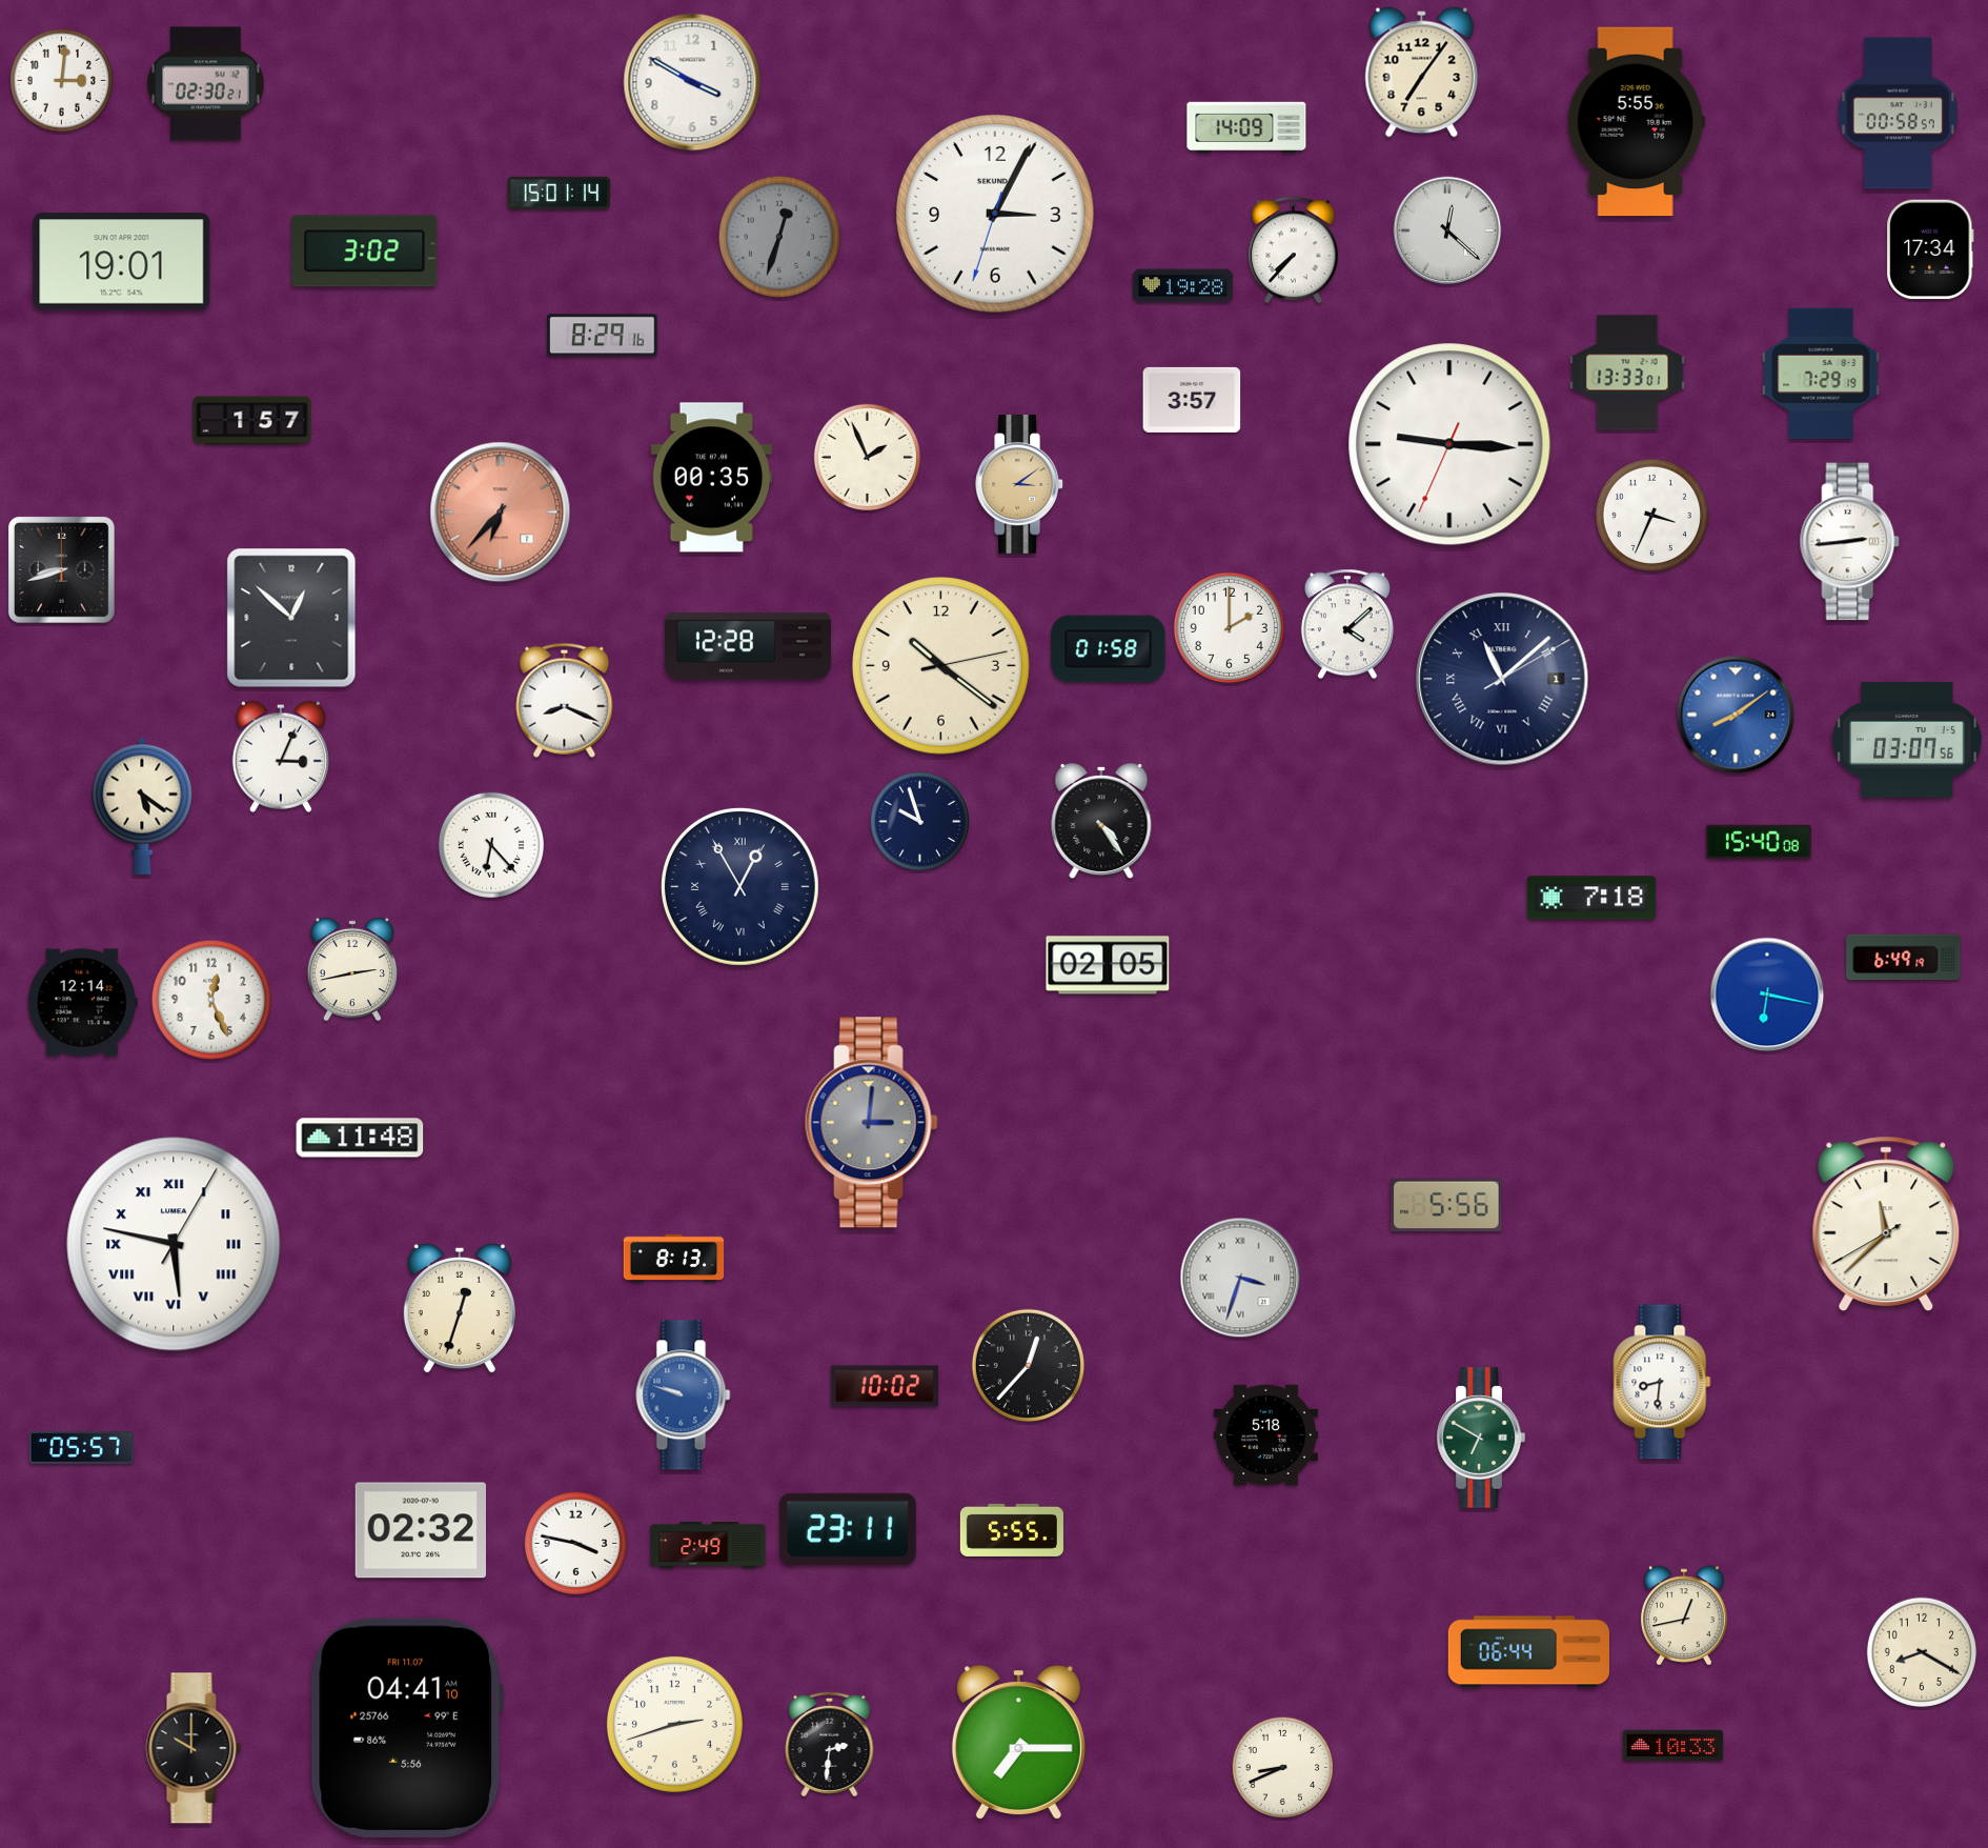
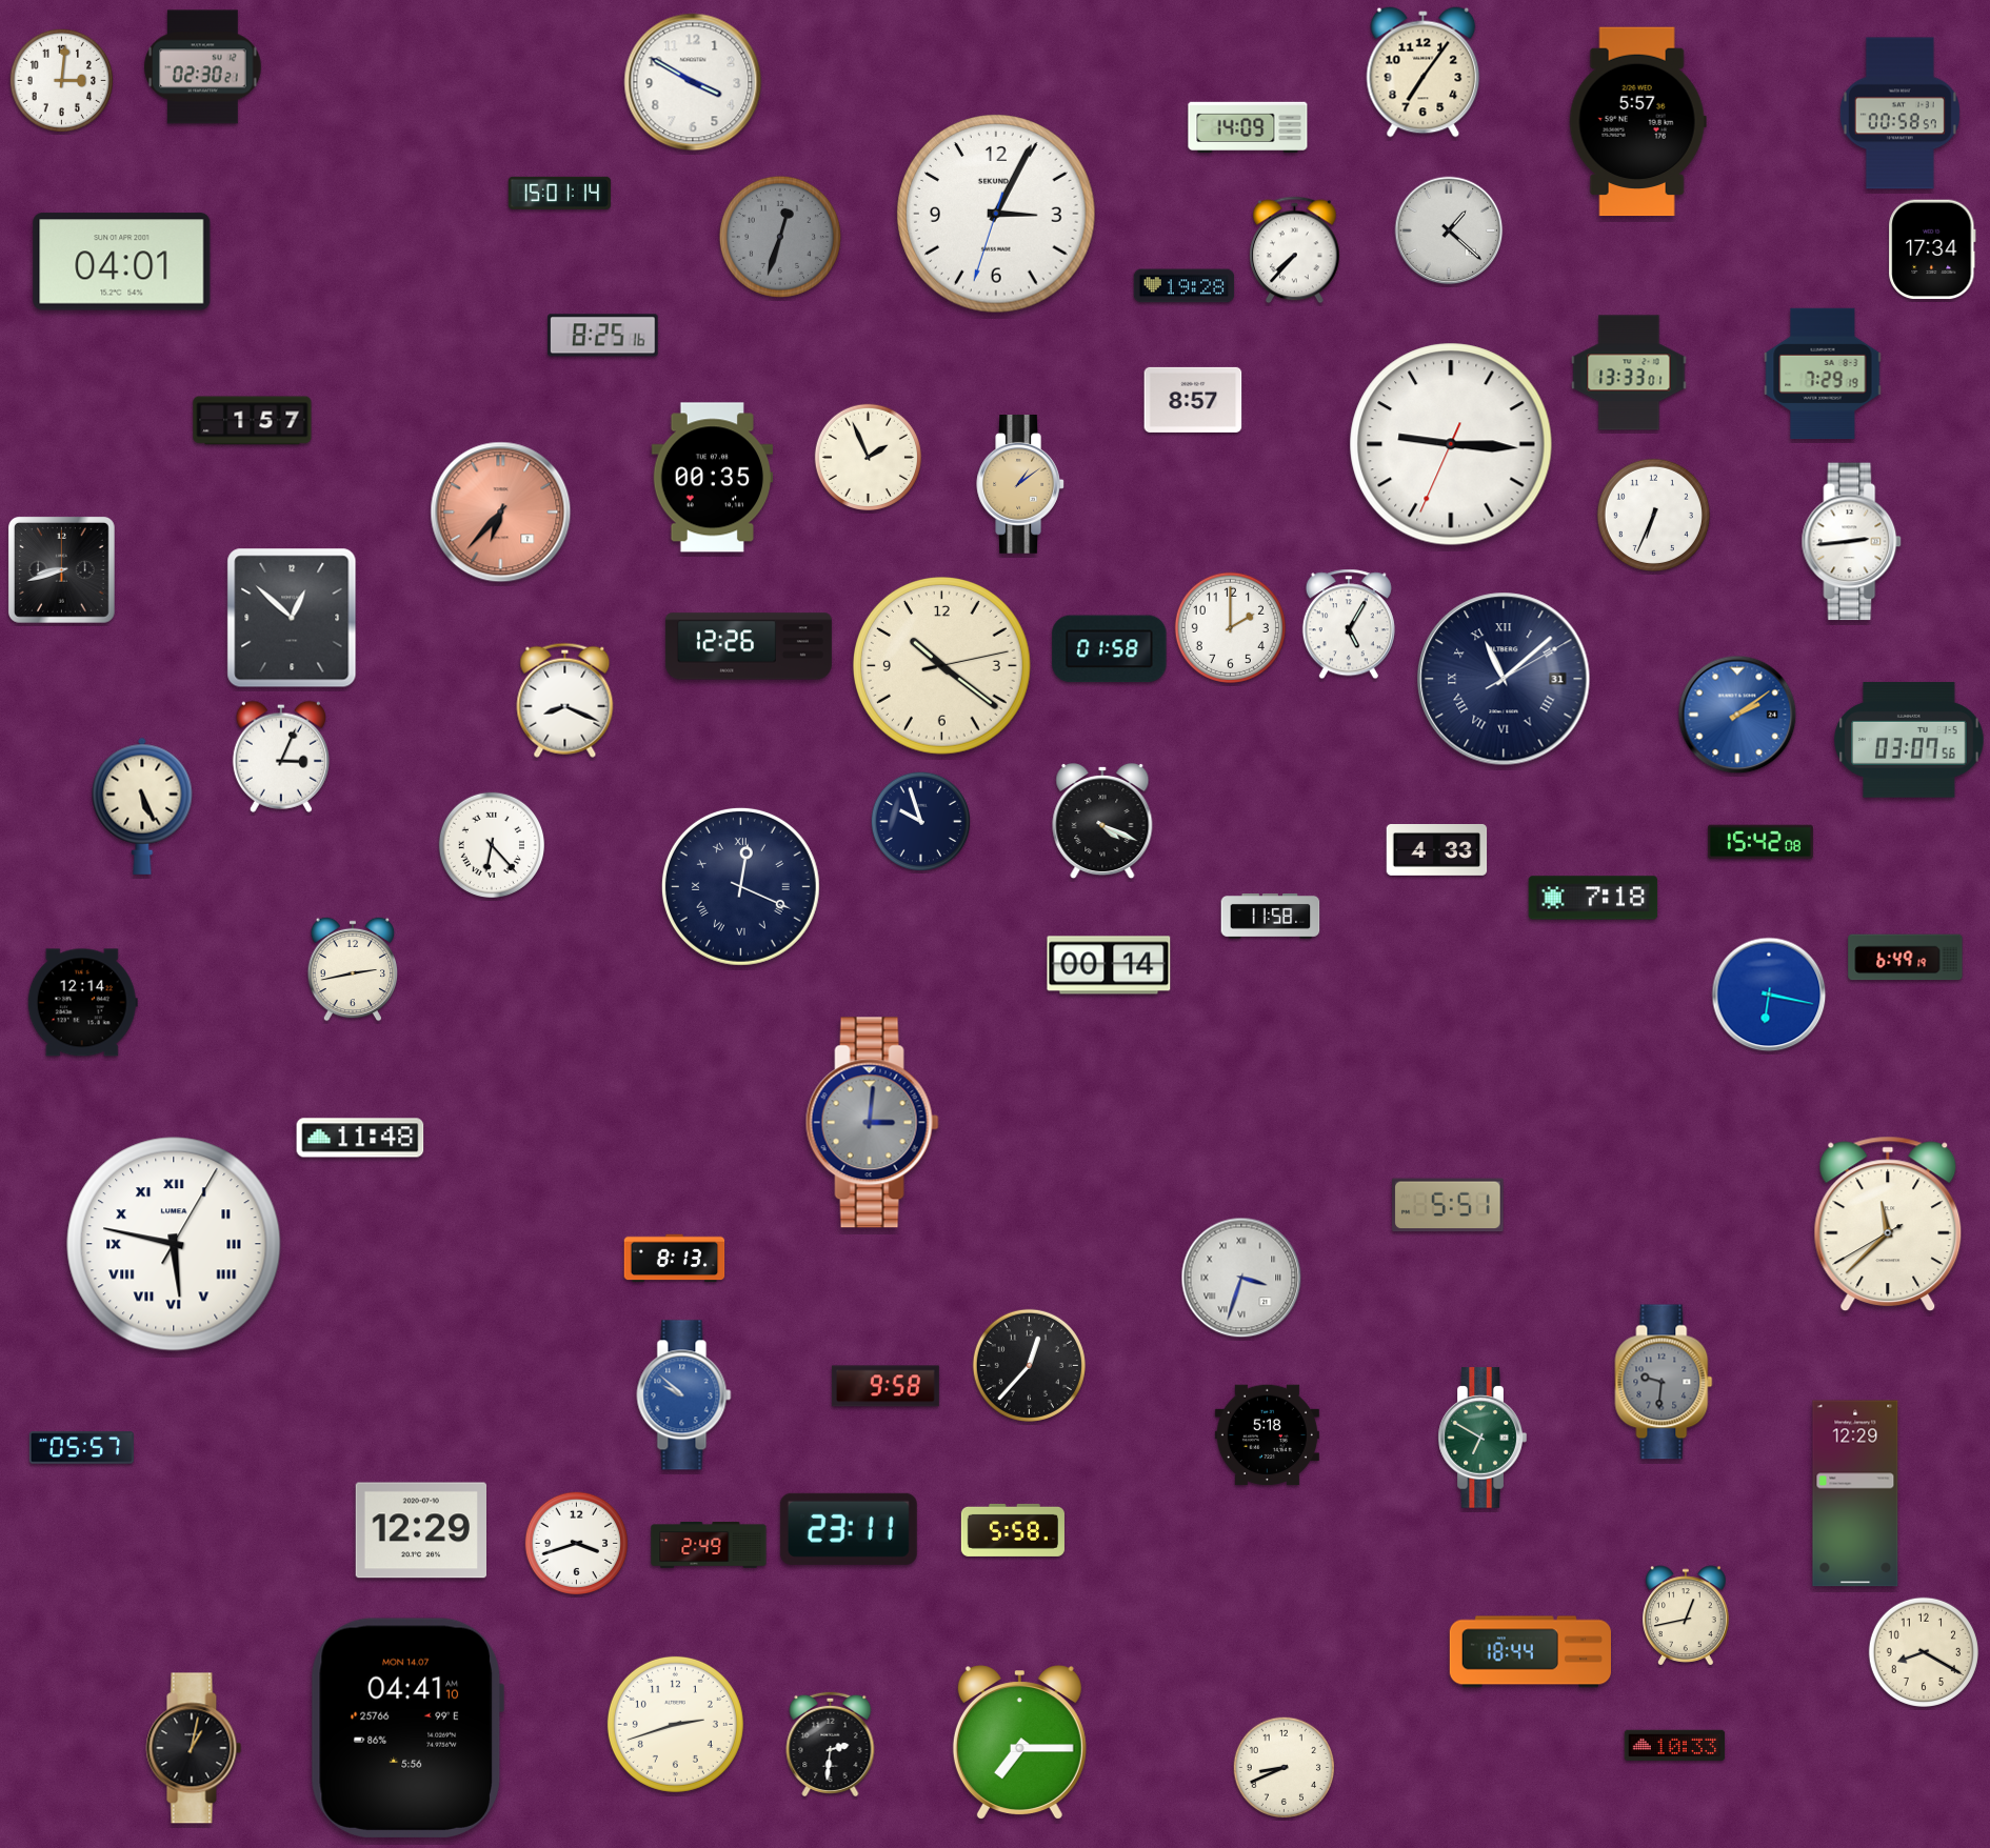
clock at (206, 84) position: (206, 84) -> (203, 67)
clock at (1636, 122): 5:55 -> 5:57
clock at (1447, 230): 12:22 -> 1:22
clock at (365, 252): 3:02 -> none
clock at (122, 262): 19:01 -> 04:01
clock at (603, 336): 8:29 -> 8:25
clock at (1192, 400): 3:57 -> 8:57
clock at (1019, 485): 3:09 -> 1:09
clock at (1651, 515): 3:34 -> 6:34
clock at (1347, 624): 4:08 -> 5:05
clock at (748, 646): 12:28 -> 12:26
clock at (1502, 679) date: 1 -> 31
clock at (1736, 715): 8:09 -> 2:09
clock at (142, 806): 5:21 -> 5:26
clock at (1101, 821): 4:24 -> 4:19
clock at (1759, 842): 15:40 -> 15:42
clock at (1437, 850): none -> 4:33
clock at (739, 886): 12:55 -> 12:19
clock at (1271, 917): none -> 11:58
clock at (1108, 965): 02:05 -> 00:14
clock at (211, 1000): 12:26 -> none
clock at (1446, 1205): 5:56 -> 5:51
clock at (460, 1308): 12:33 -> none
clock at (1662, 1382): 8:31 -> 9:31
clock at (1662, 1382) dial: white -> grey
clock at (885, 1386): 10:02 -> 9:58
clock at (684, 1395): 9:48 -> 9:52
clock at (1855, 1493): none -> 12:29
clock at (420, 1530): 02:32 -> 12:29
clock at (1012, 1530): 5:55 -> 5:58
clock at (575, 1543): 3:47 -> 3:42
clock at (1528, 1652): 06:44 -> 18:44
clock at (407, 1728) date: FRI 11.07 -> MON 14.07
clock at (194, 1748): 10:00 -> 1:02
